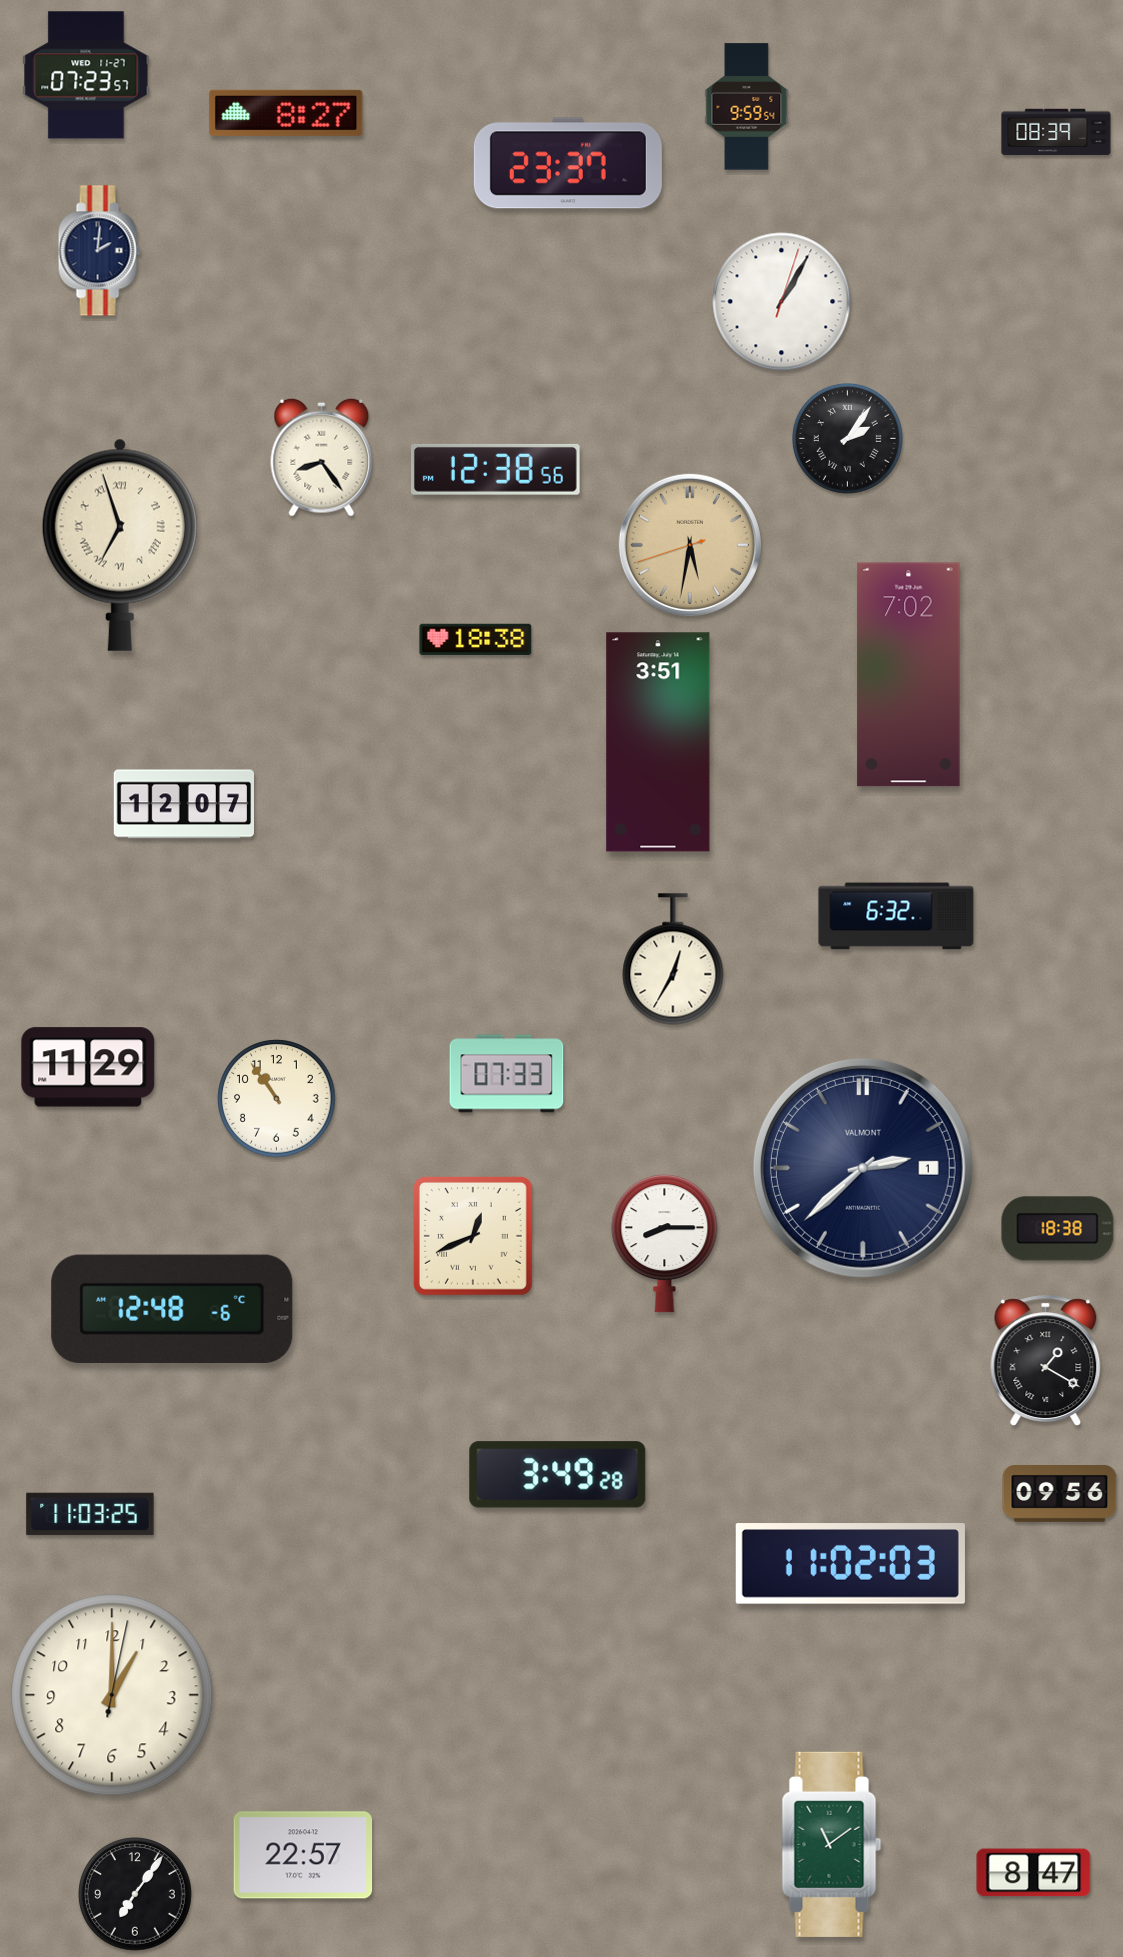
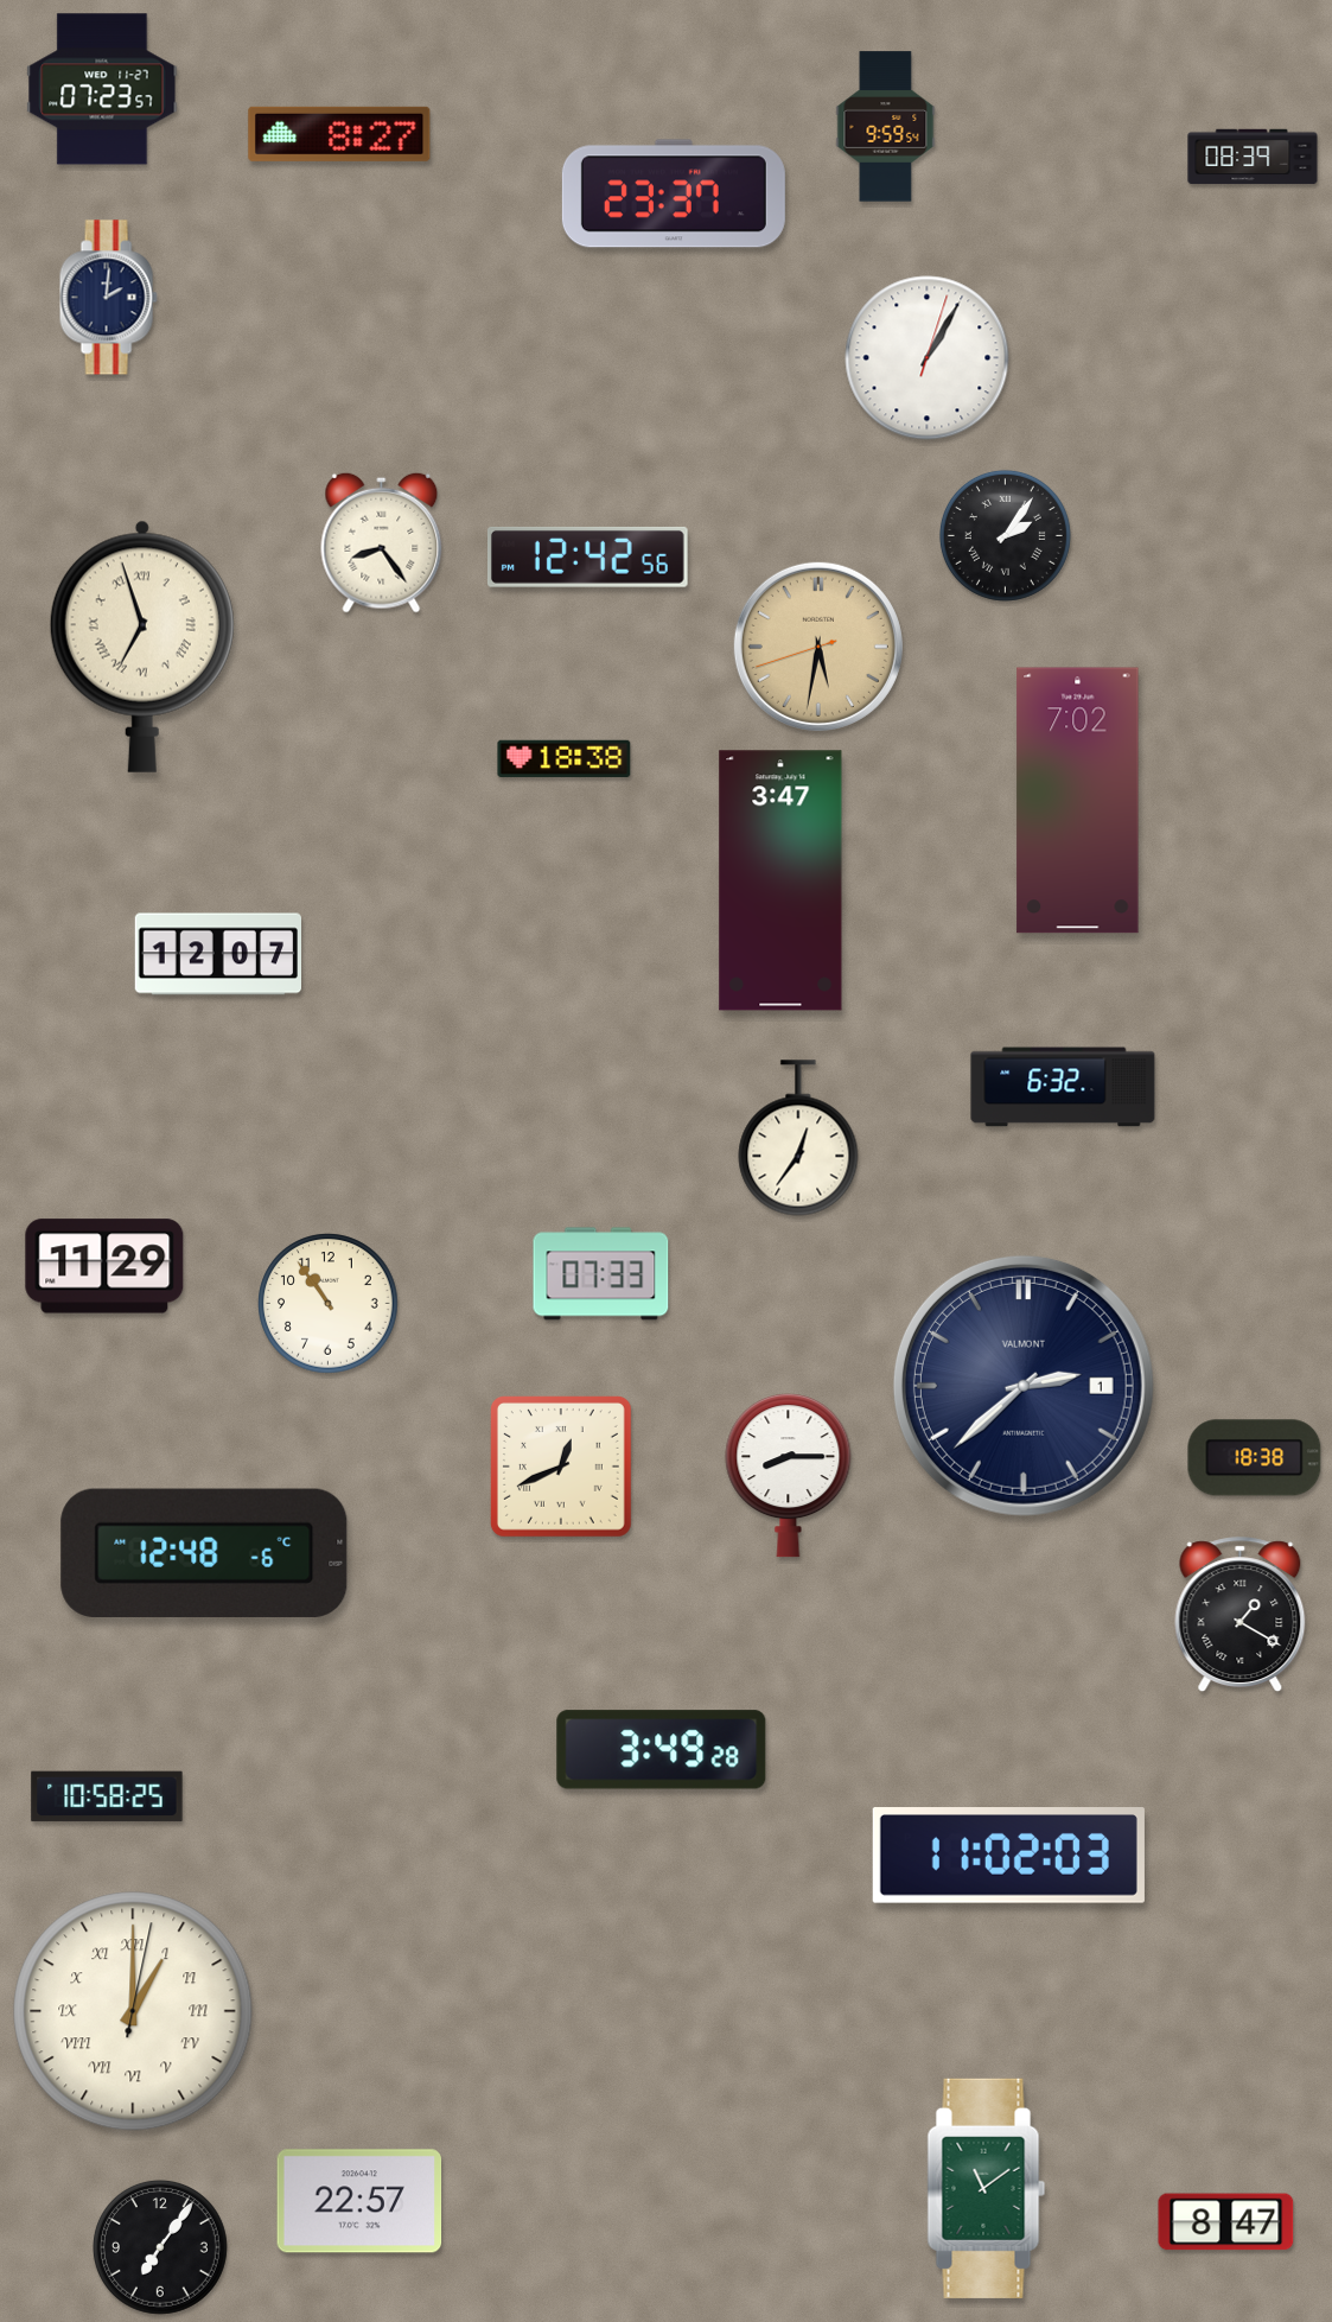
clock at (99, 251) position: (99, 251) -> (108, 298)
clock at (847, 438) position: (847, 438) -> (1005, 535)
clock at (495, 469): 12:38 -> 12:42
clock at (658, 742): 3:51 -> 3:47
clock at (673, 959): 12:35 -> 12:36
clock at (1060, 1494): 09:56 -> none
clock at (90, 1514): 11:03 -> 10:58
clock at (112, 1695) numerals: Arabic -> Roman
